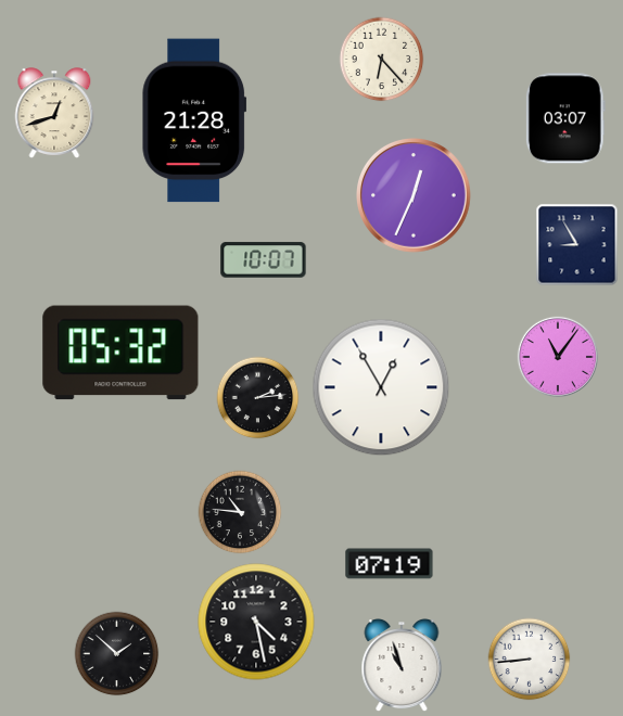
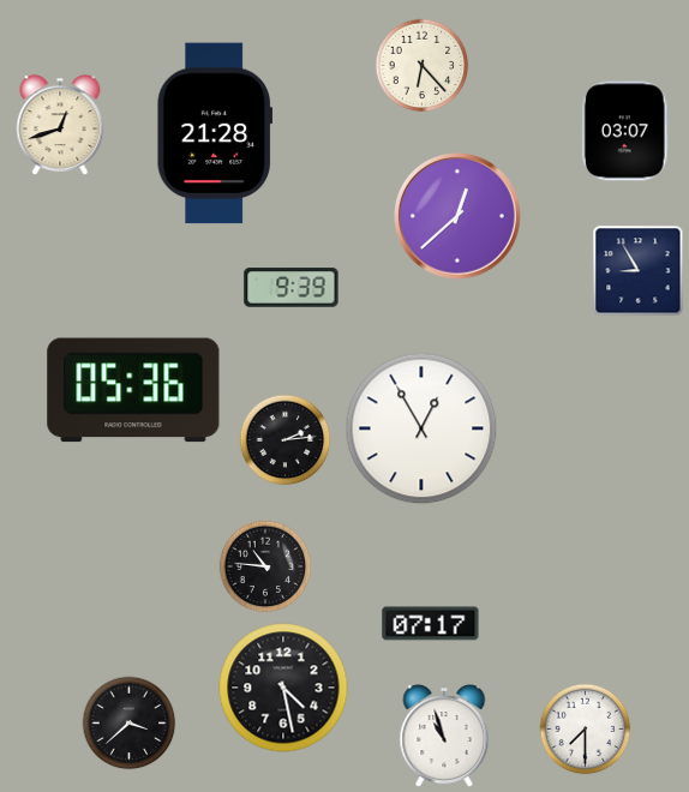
clock at (415, 196): 12:34 -> 12:38
clock at (264, 260): 10:07 -> 9:39
clock at (120, 353): 05:32 -> 05:36
clock at (558, 357): 11:06 -> none
clock at (390, 564): 07:19 -> 07:17
clock at (117, 654): 1:52 -> 3:38
clock at (530, 660): 8:44 -> 7:30
